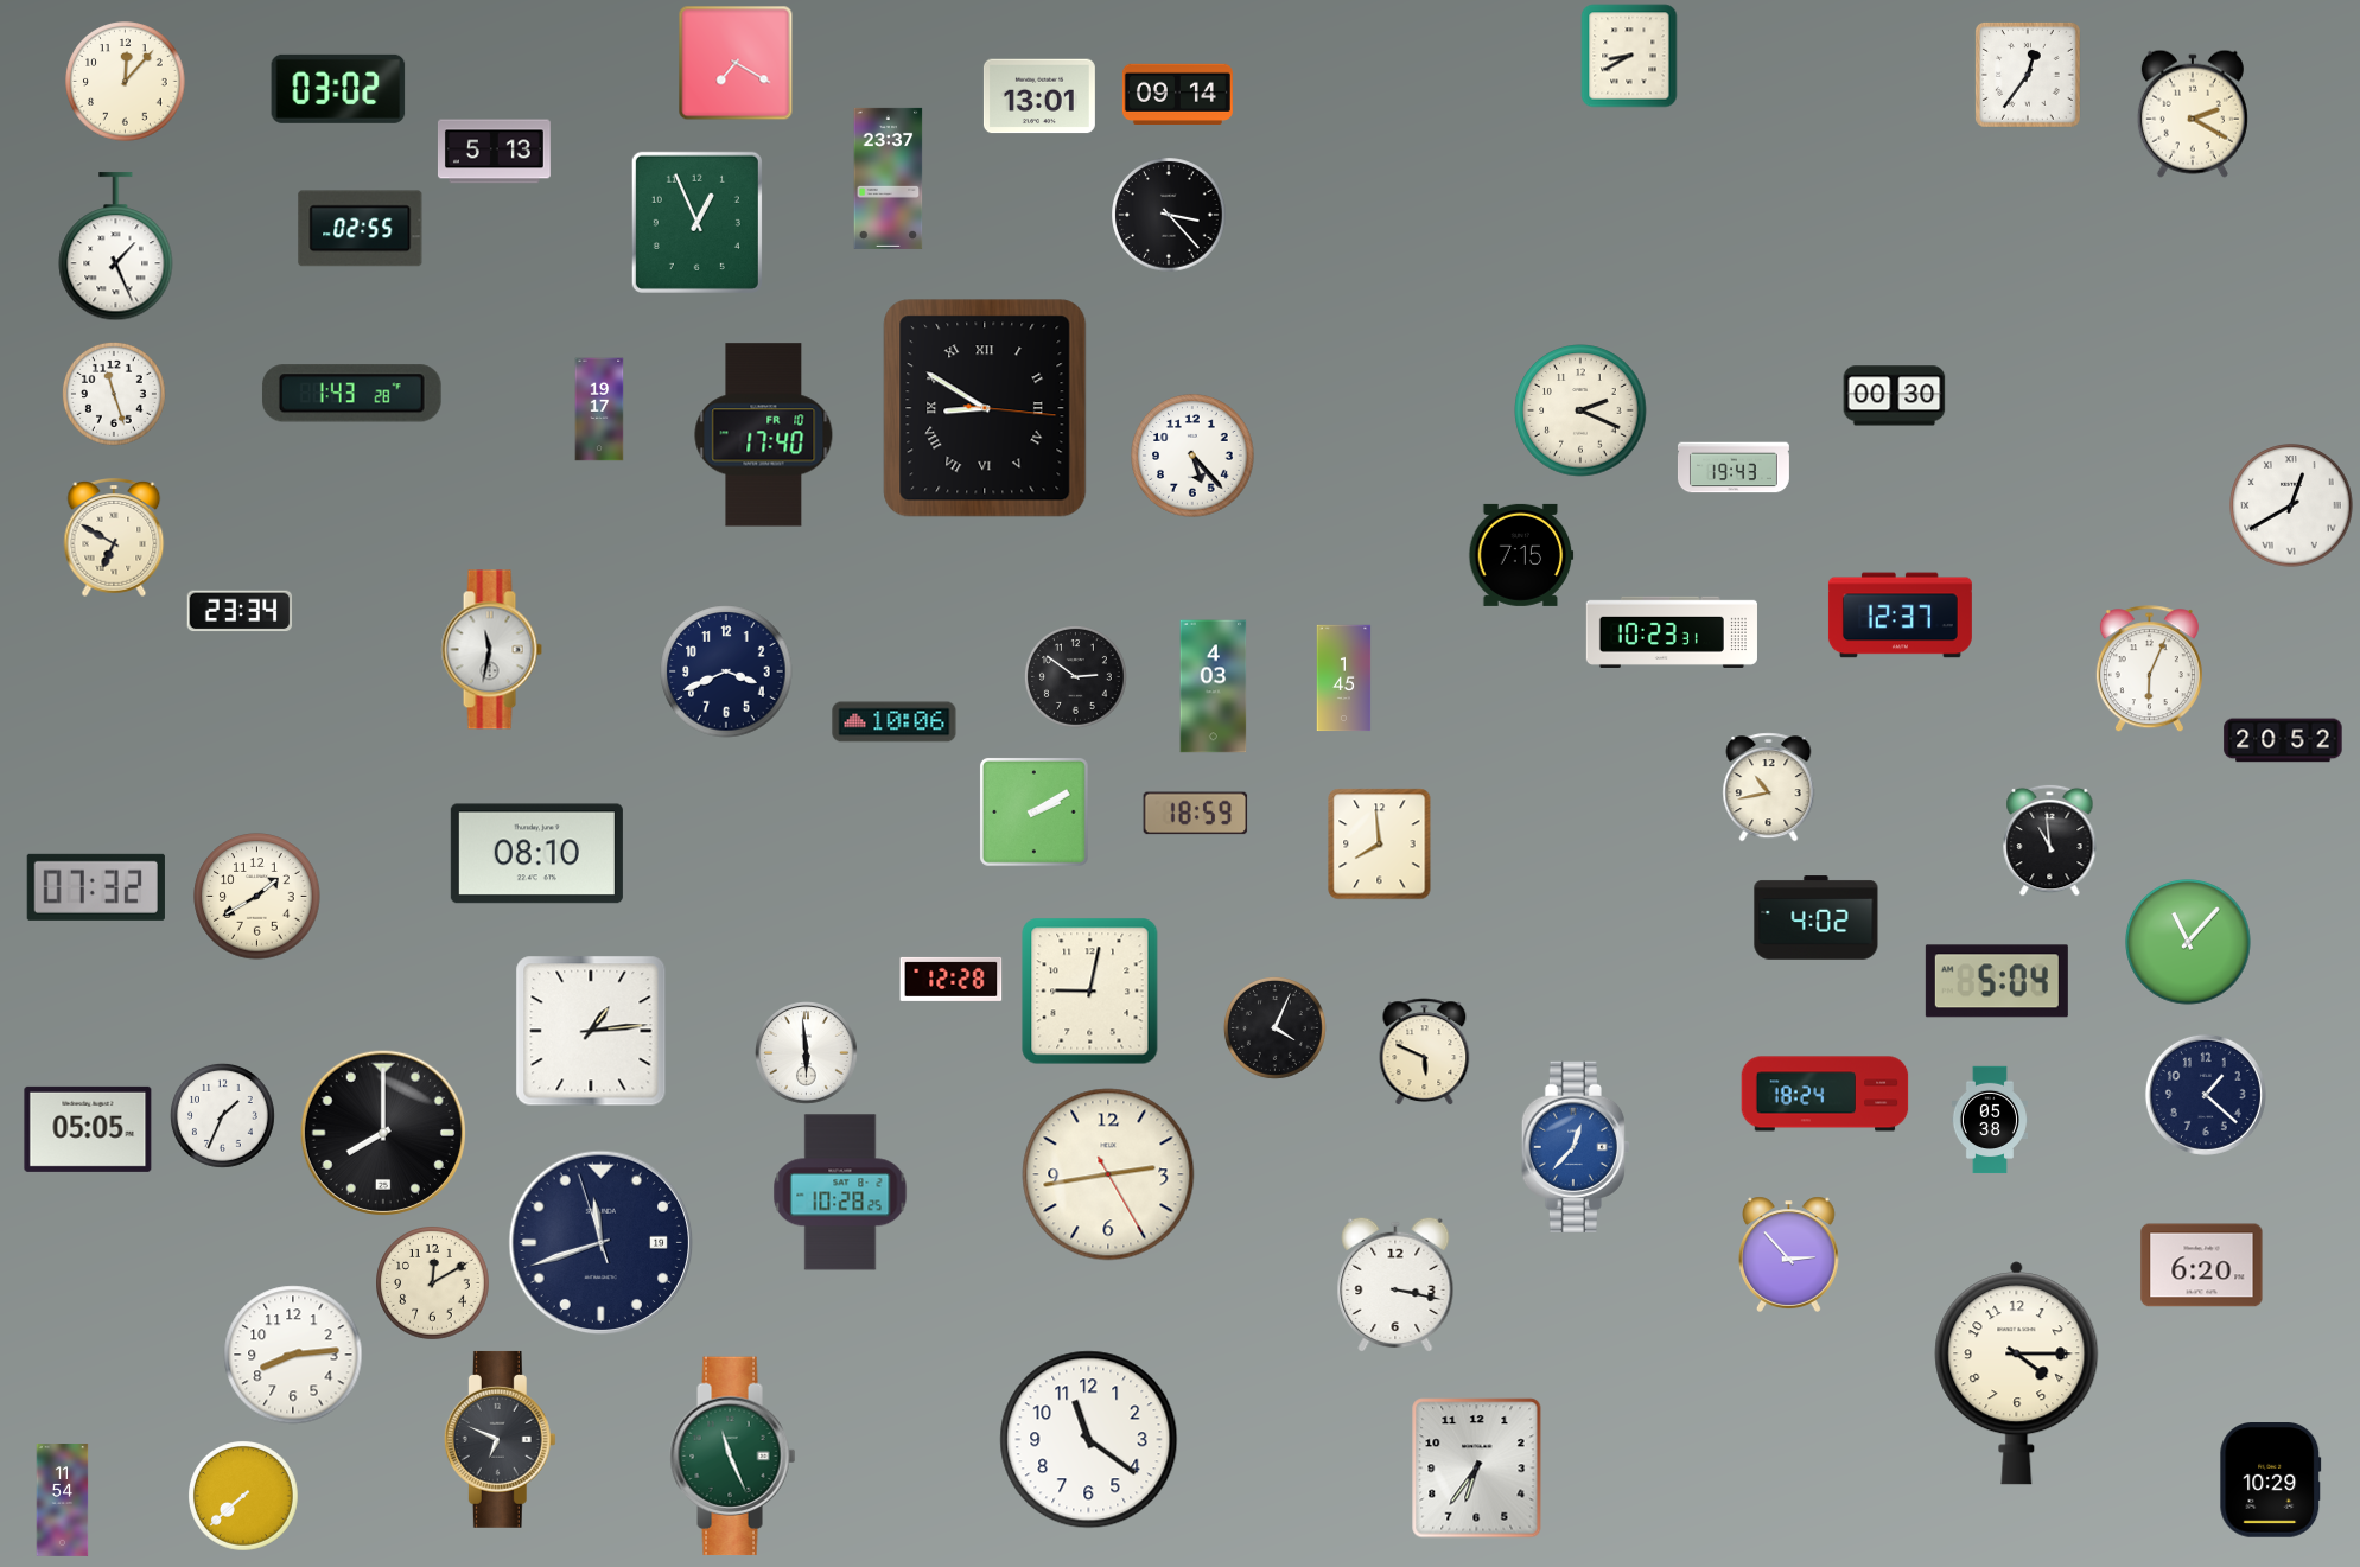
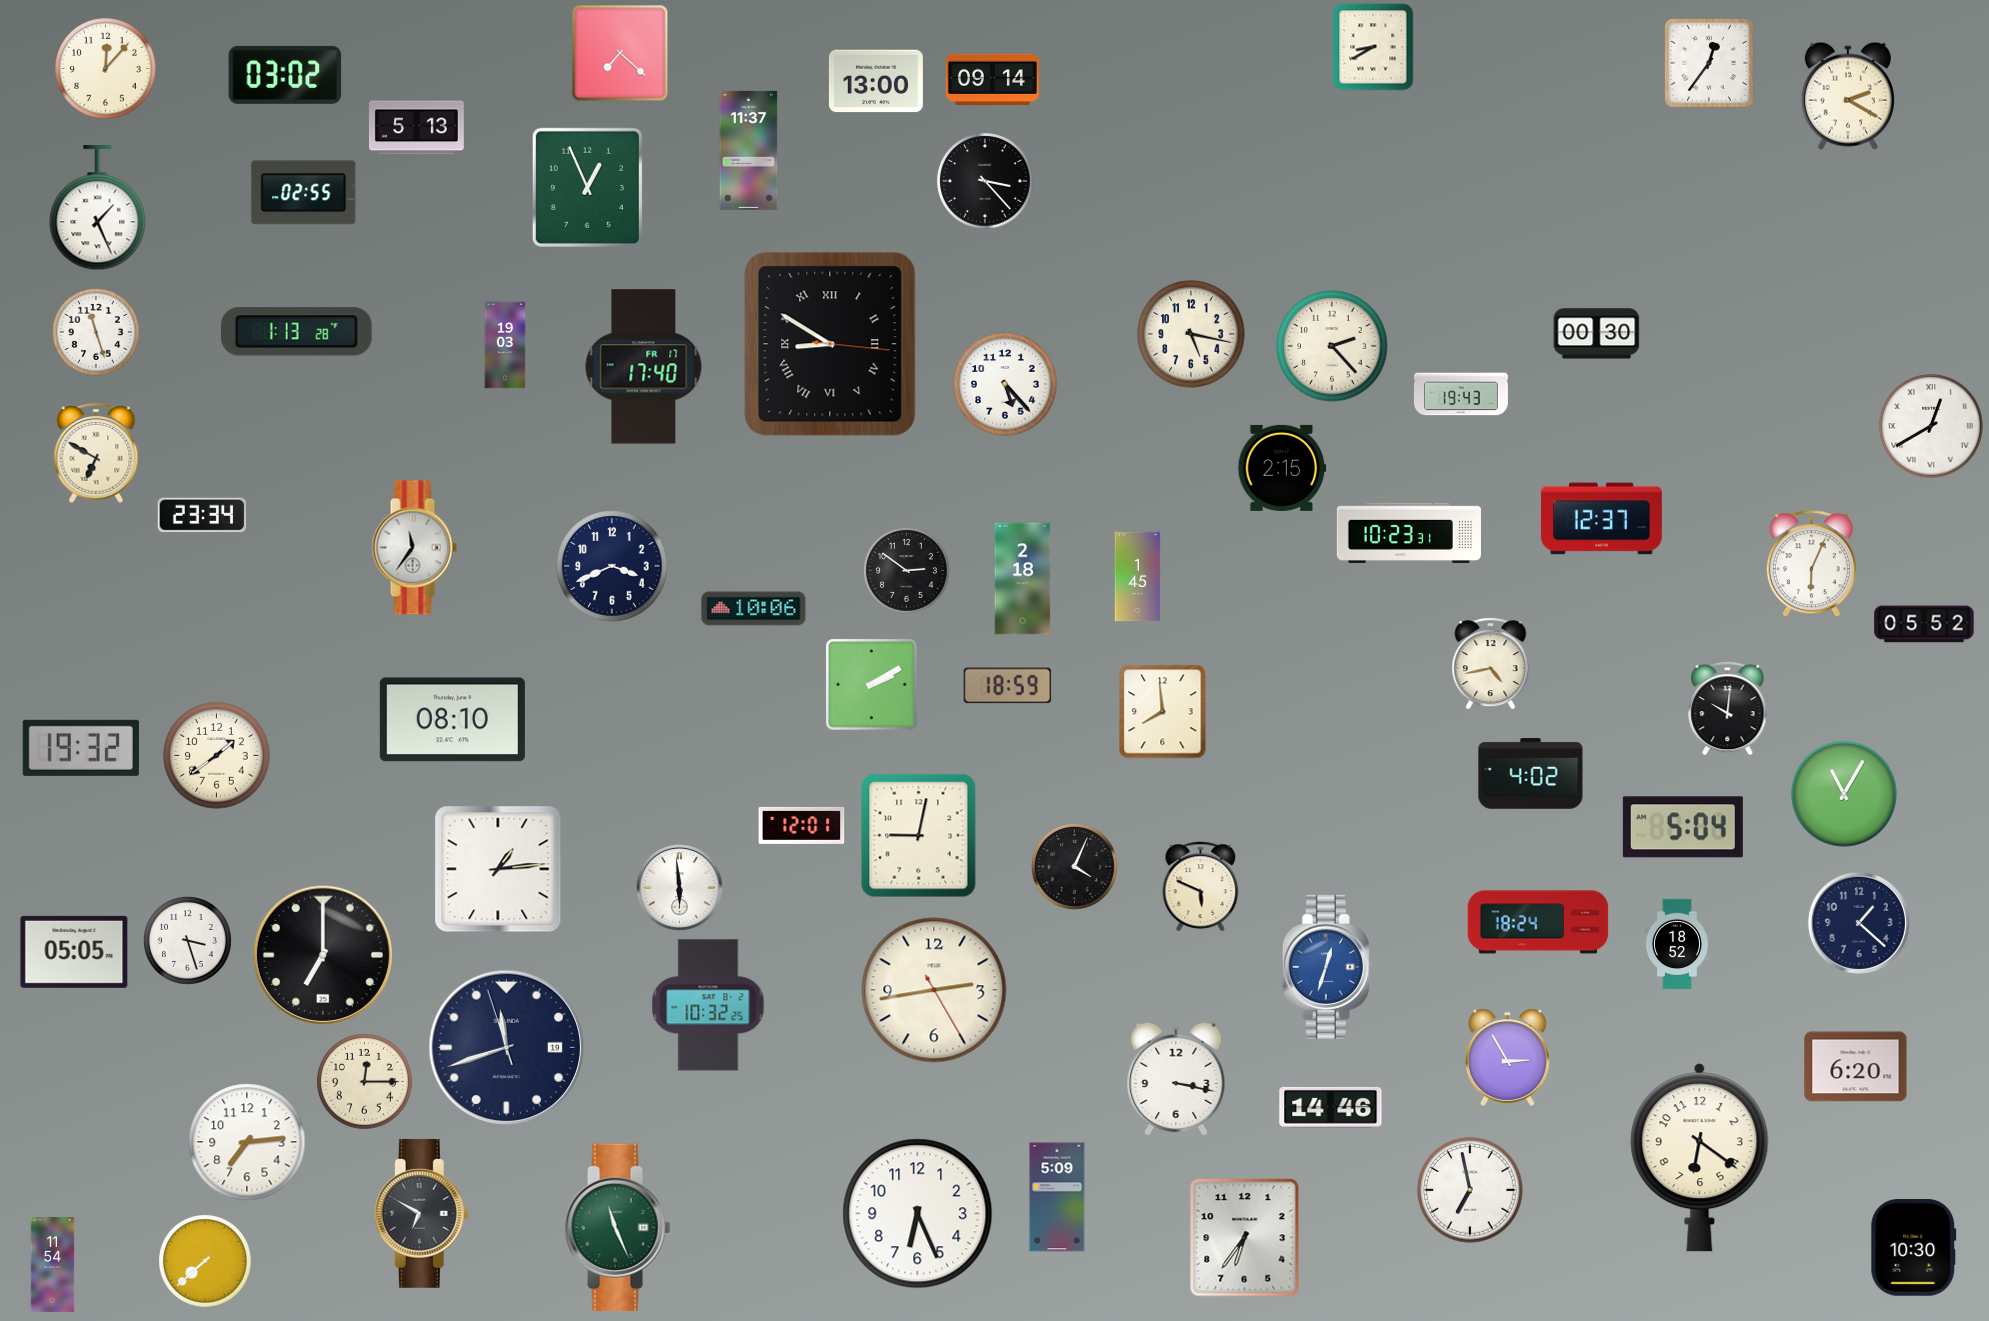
clock at (736, 63): 7:20 -> 7:22
clock at (1039, 96): 13:01 -> 13:00
clock at (889, 178): 23:37 -> 11:37
clock at (351, 394): 1:43 -> 1:13
clock at (1191, 334): none -> 5:17
clock at (599, 409): 19:17 -> 19:03
clock at (1580, 410): 2:19 -> 2:23
clock at (764, 435) date: FR 10 -> FR 17
clock at (1521, 555): 7:15 -> 2:15
clock at (491, 650): 11:32 -> 11:36
clock at (1344, 679) position: (1344, 679) -> (1138, 577)
clock at (1214, 687): 4:03 -> 2:18
clock at (2283, 740): 20:52 -> 05:52
clock at (1769, 788): 10:43 -> 4:43
clock at (2050, 840): 10:59 -> 10:01
clock at (96, 887): 07:32 -> 19:32
clock at (257, 897): 1:40 -> 1:39
clock at (2188, 942): 11:07 -> 11:05
clock at (952, 979): 12:28 -> 12:01
clock at (222, 1115): 1:34 -> 3:27
clock at (1990, 1120): 05:38 -> 18:52
clock at (382, 1132): 8:00 -> 7:00
clock at (1576, 1147): 12:37 -> 12:33
clock at (840, 1192): 10:28 -> 10:32
clock at (1789, 1254): 2:53 -> 2:55
clock at (433, 1283): 12:10 -> 12:15
clock at (1395, 1285) position: (1395, 1285) -> (1176, 1079)
clock at (1331, 1107): none -> 14:46
clock at (293, 1355): 8:14 -> 7:14
clock at (2017, 1374): 4:15 -> 6:21
clock at (1470, 1190): none -> 6:58
clock at (1057, 1197): none -> 5:09
clock at (500, 1439): 6:49 -> 6:50
clock at (1089, 1440): 11:21 -> 6:26
clock at (2271, 1480): 10:29 -> 10:30
